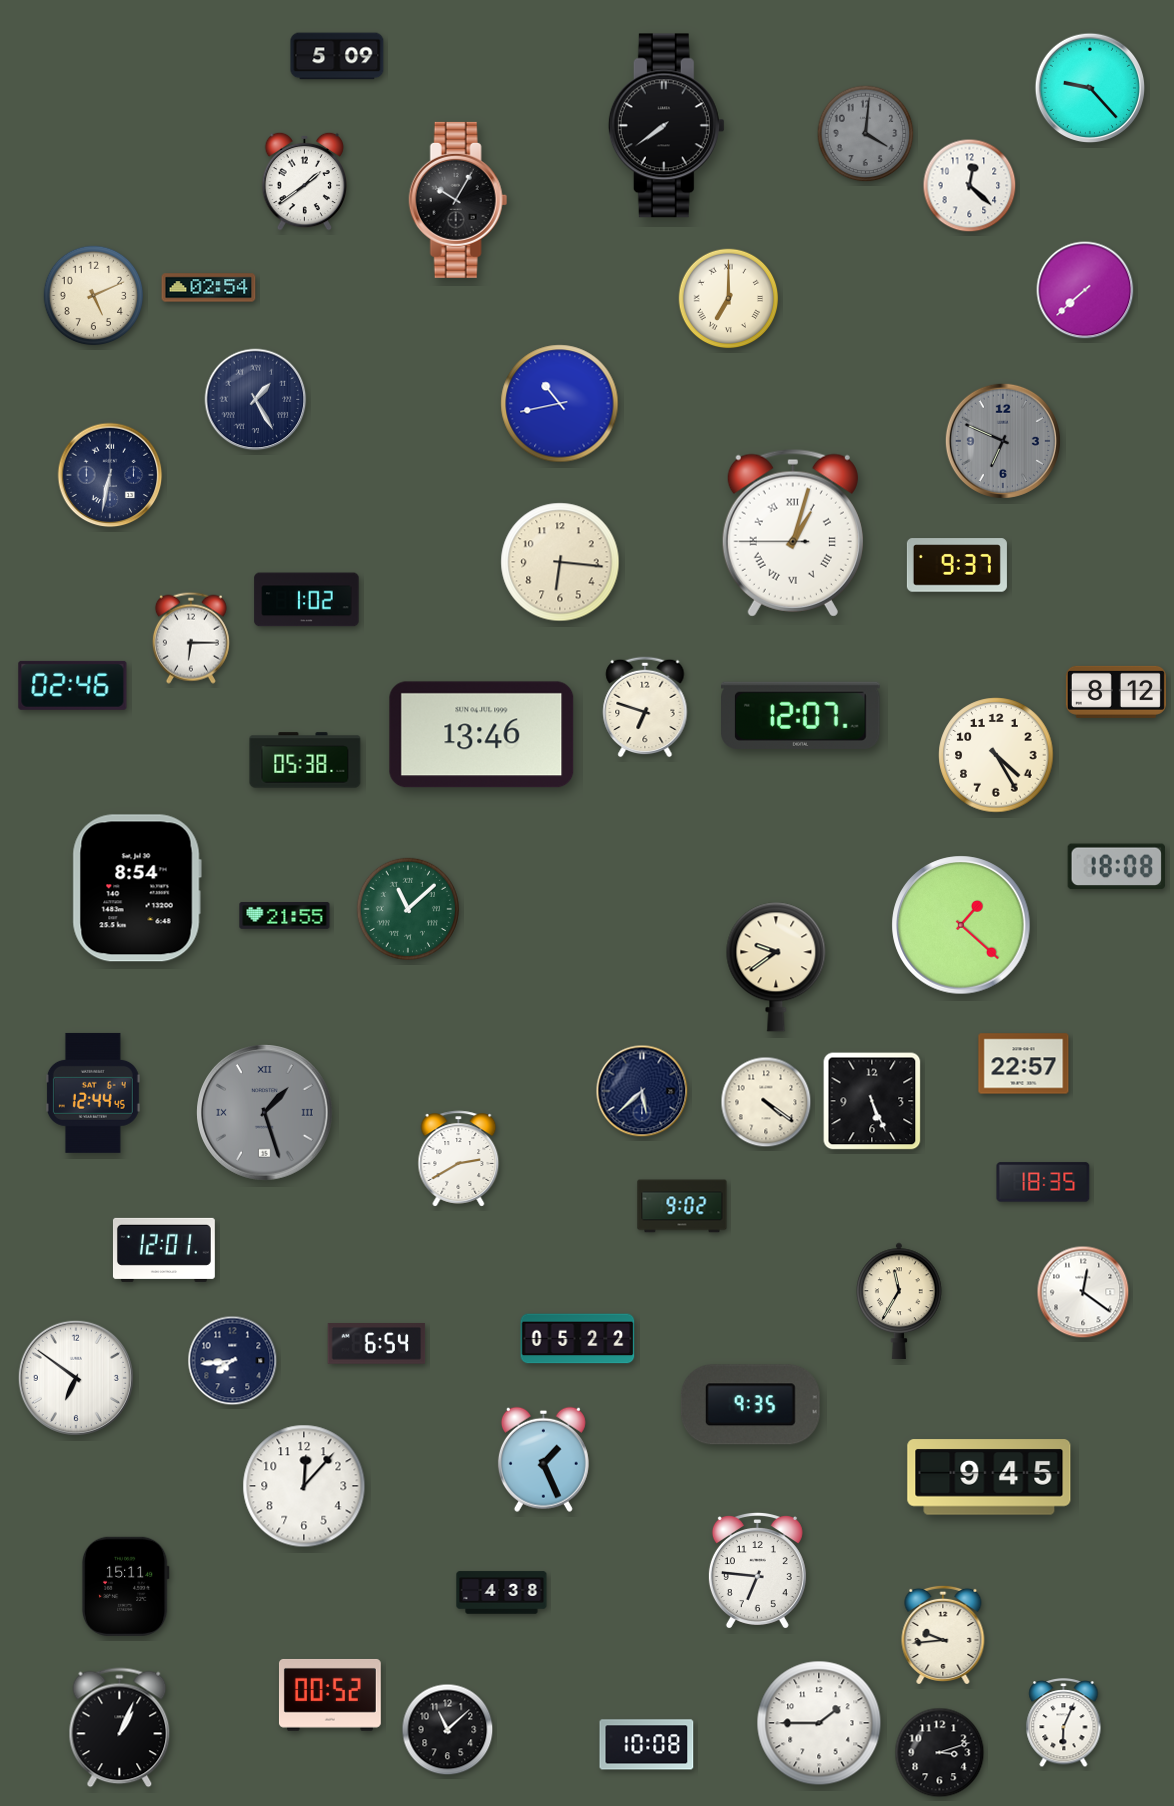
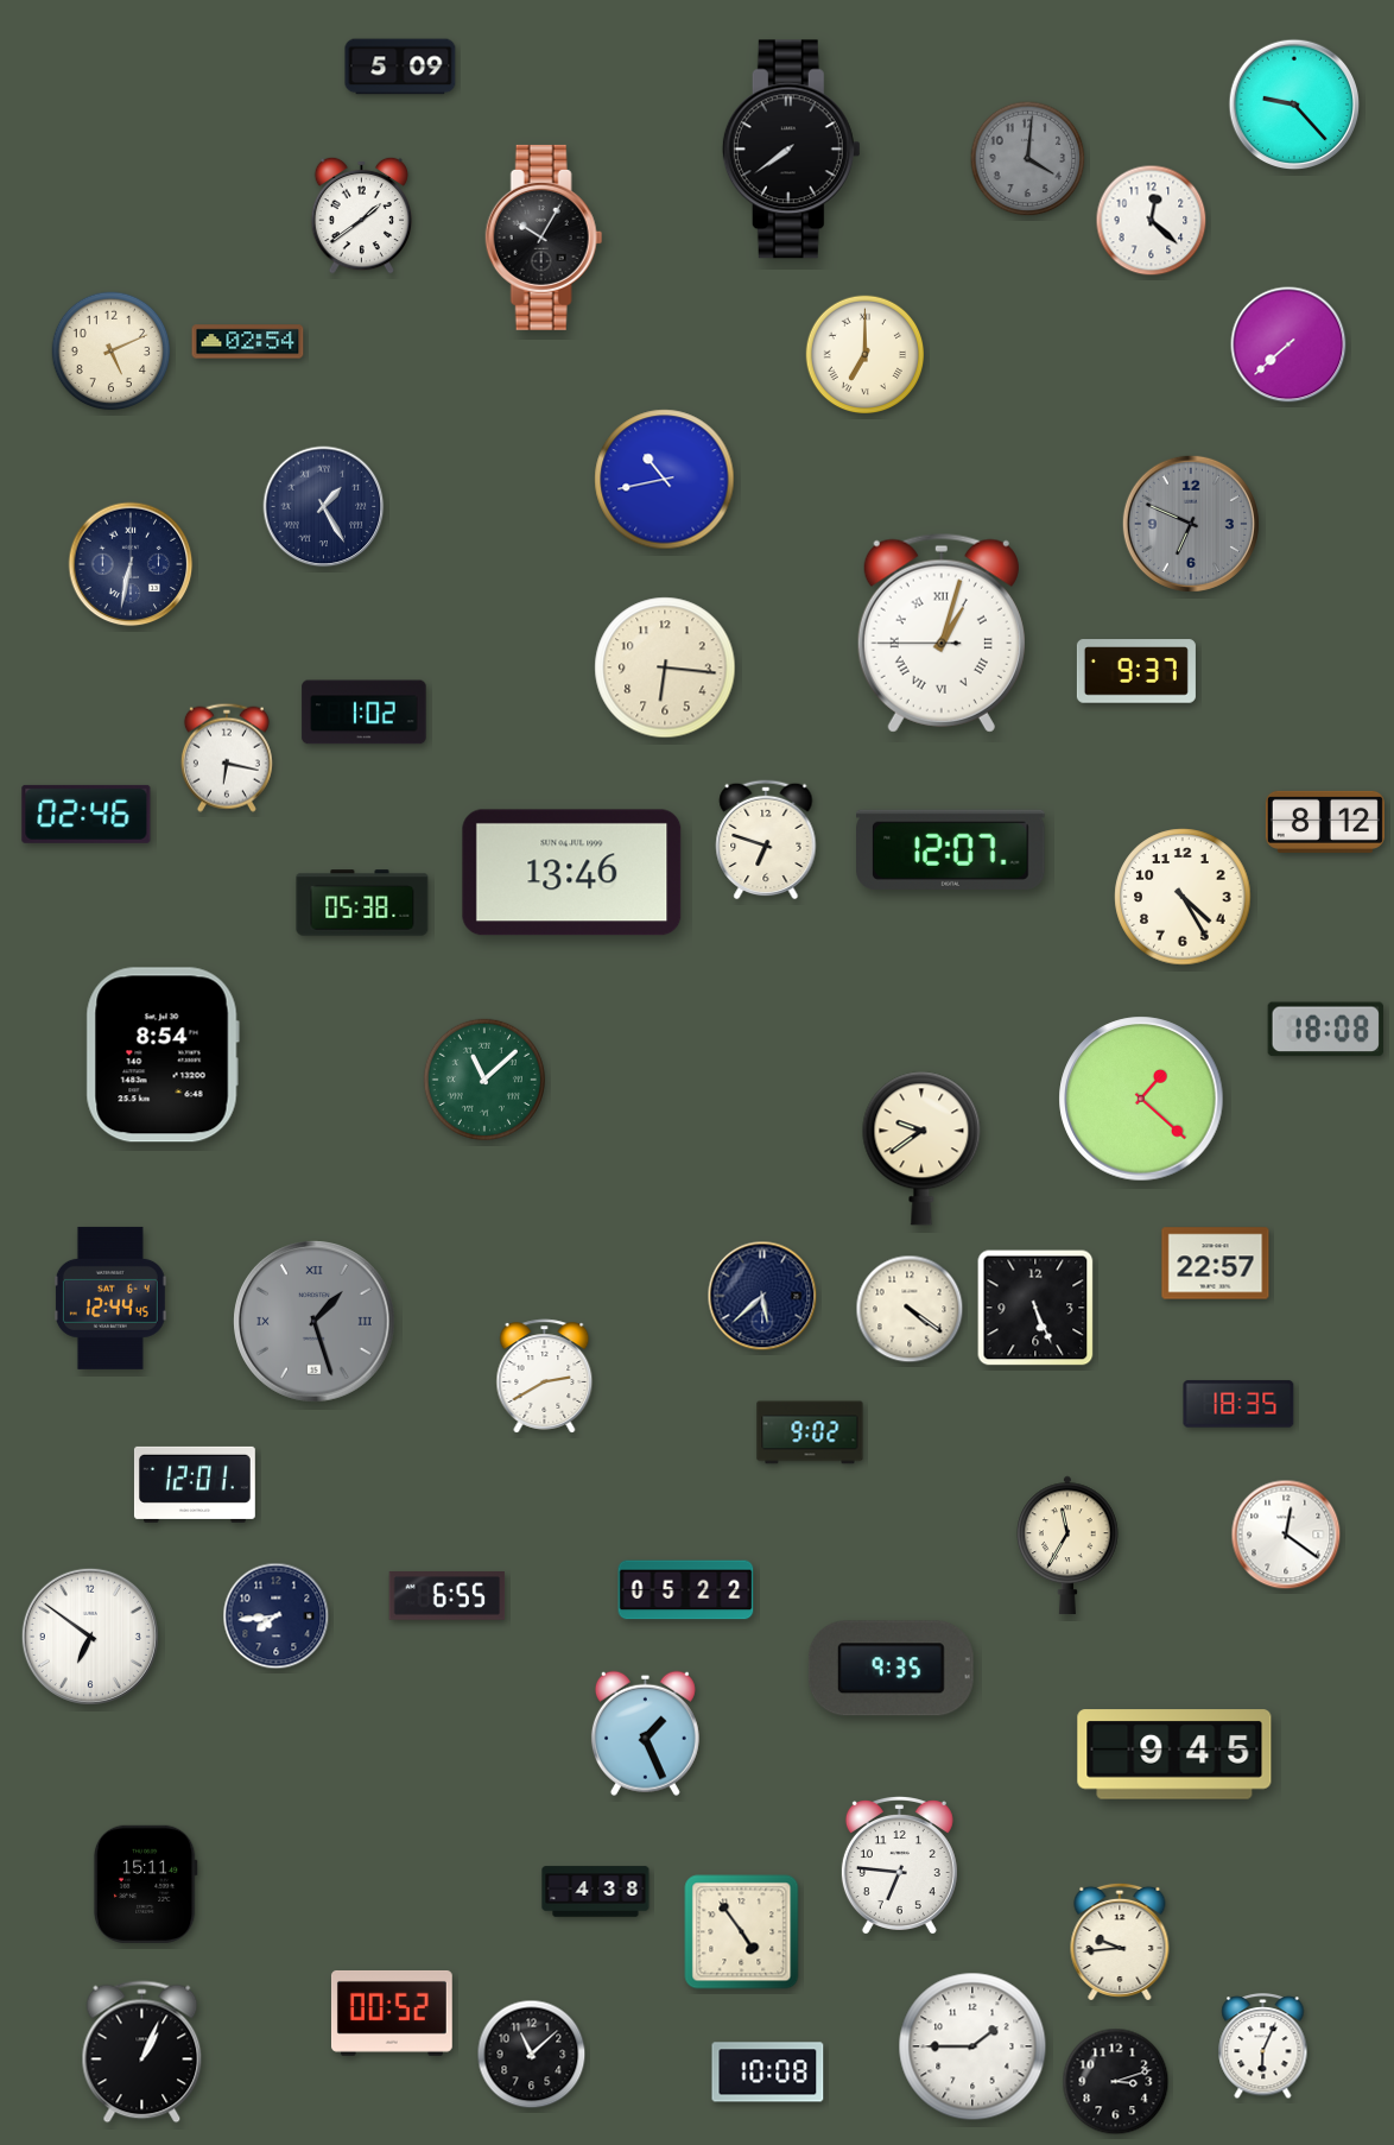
clock at (256, 400) position: (256, 400) -> (324, 507)
clock at (191, 638): 6:15 -> 6:17
clock at (285, 916): 21:55 -> none
clock at (377, 1344): 6:54 -> 6:55
clock at (304, 1486): 12:07 -> none
clock at (125, 1586) position: (125, 1586) -> (145, 1884)
clock at (742, 1932): none -> 4:54
